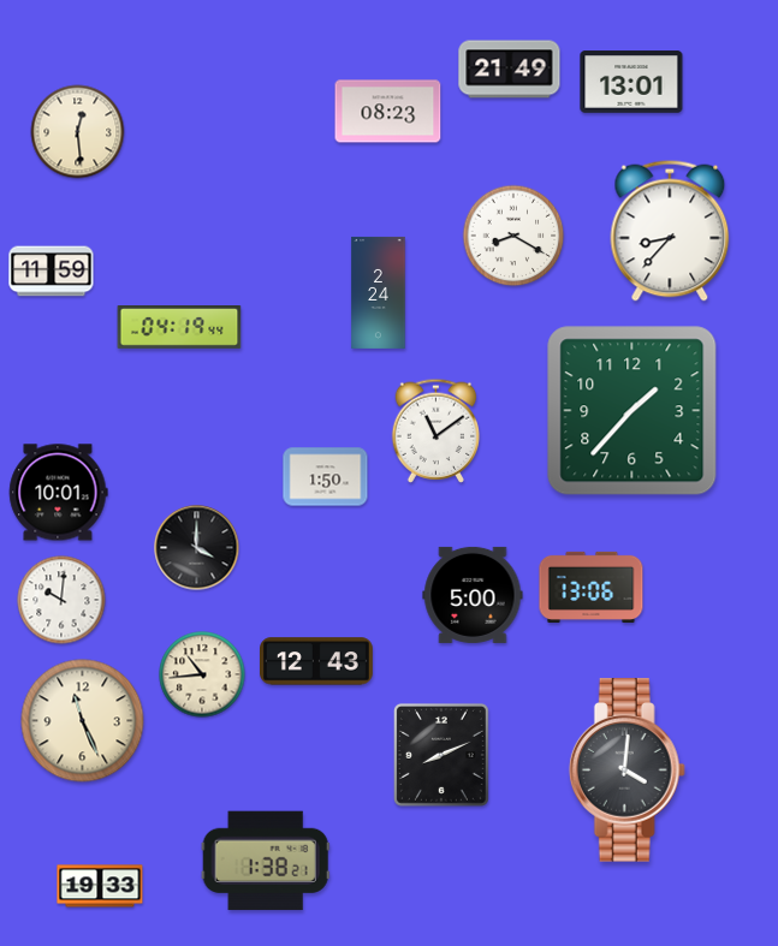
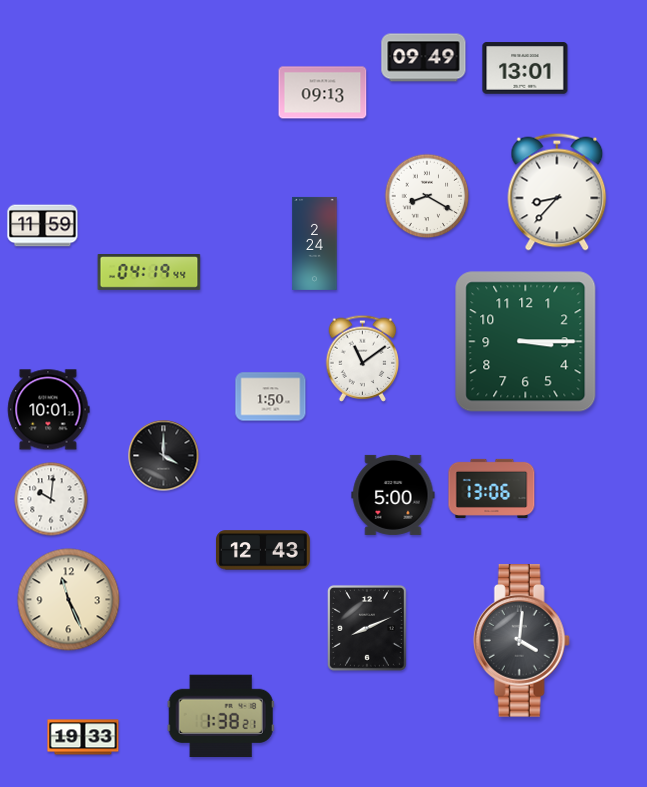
clock at (510, 70): 21:49 -> 09:49
clock at (388, 112): 08:23 -> 09:13
clock at (78, 132): 12:29 -> none
clock at (633, 411): 1:37 -> 3:15
clock at (202, 674): 10:44 -> none
